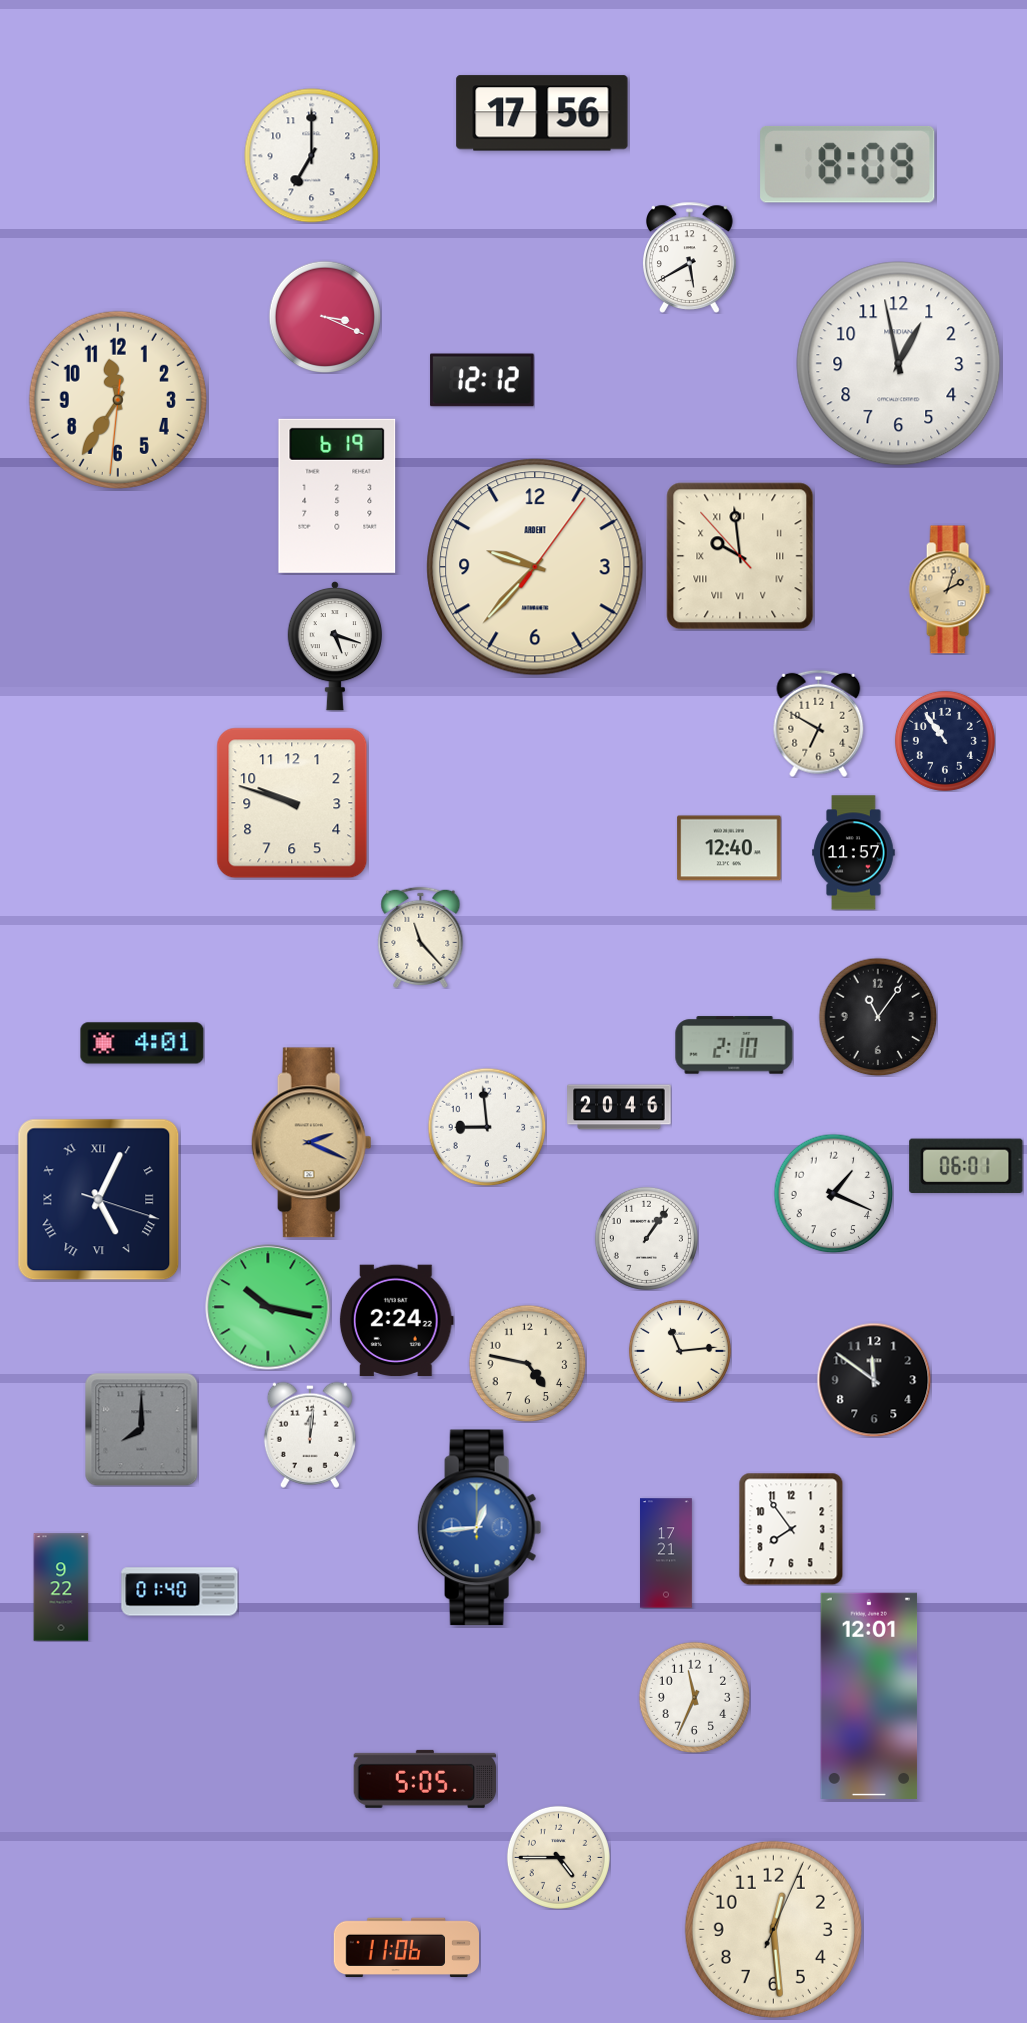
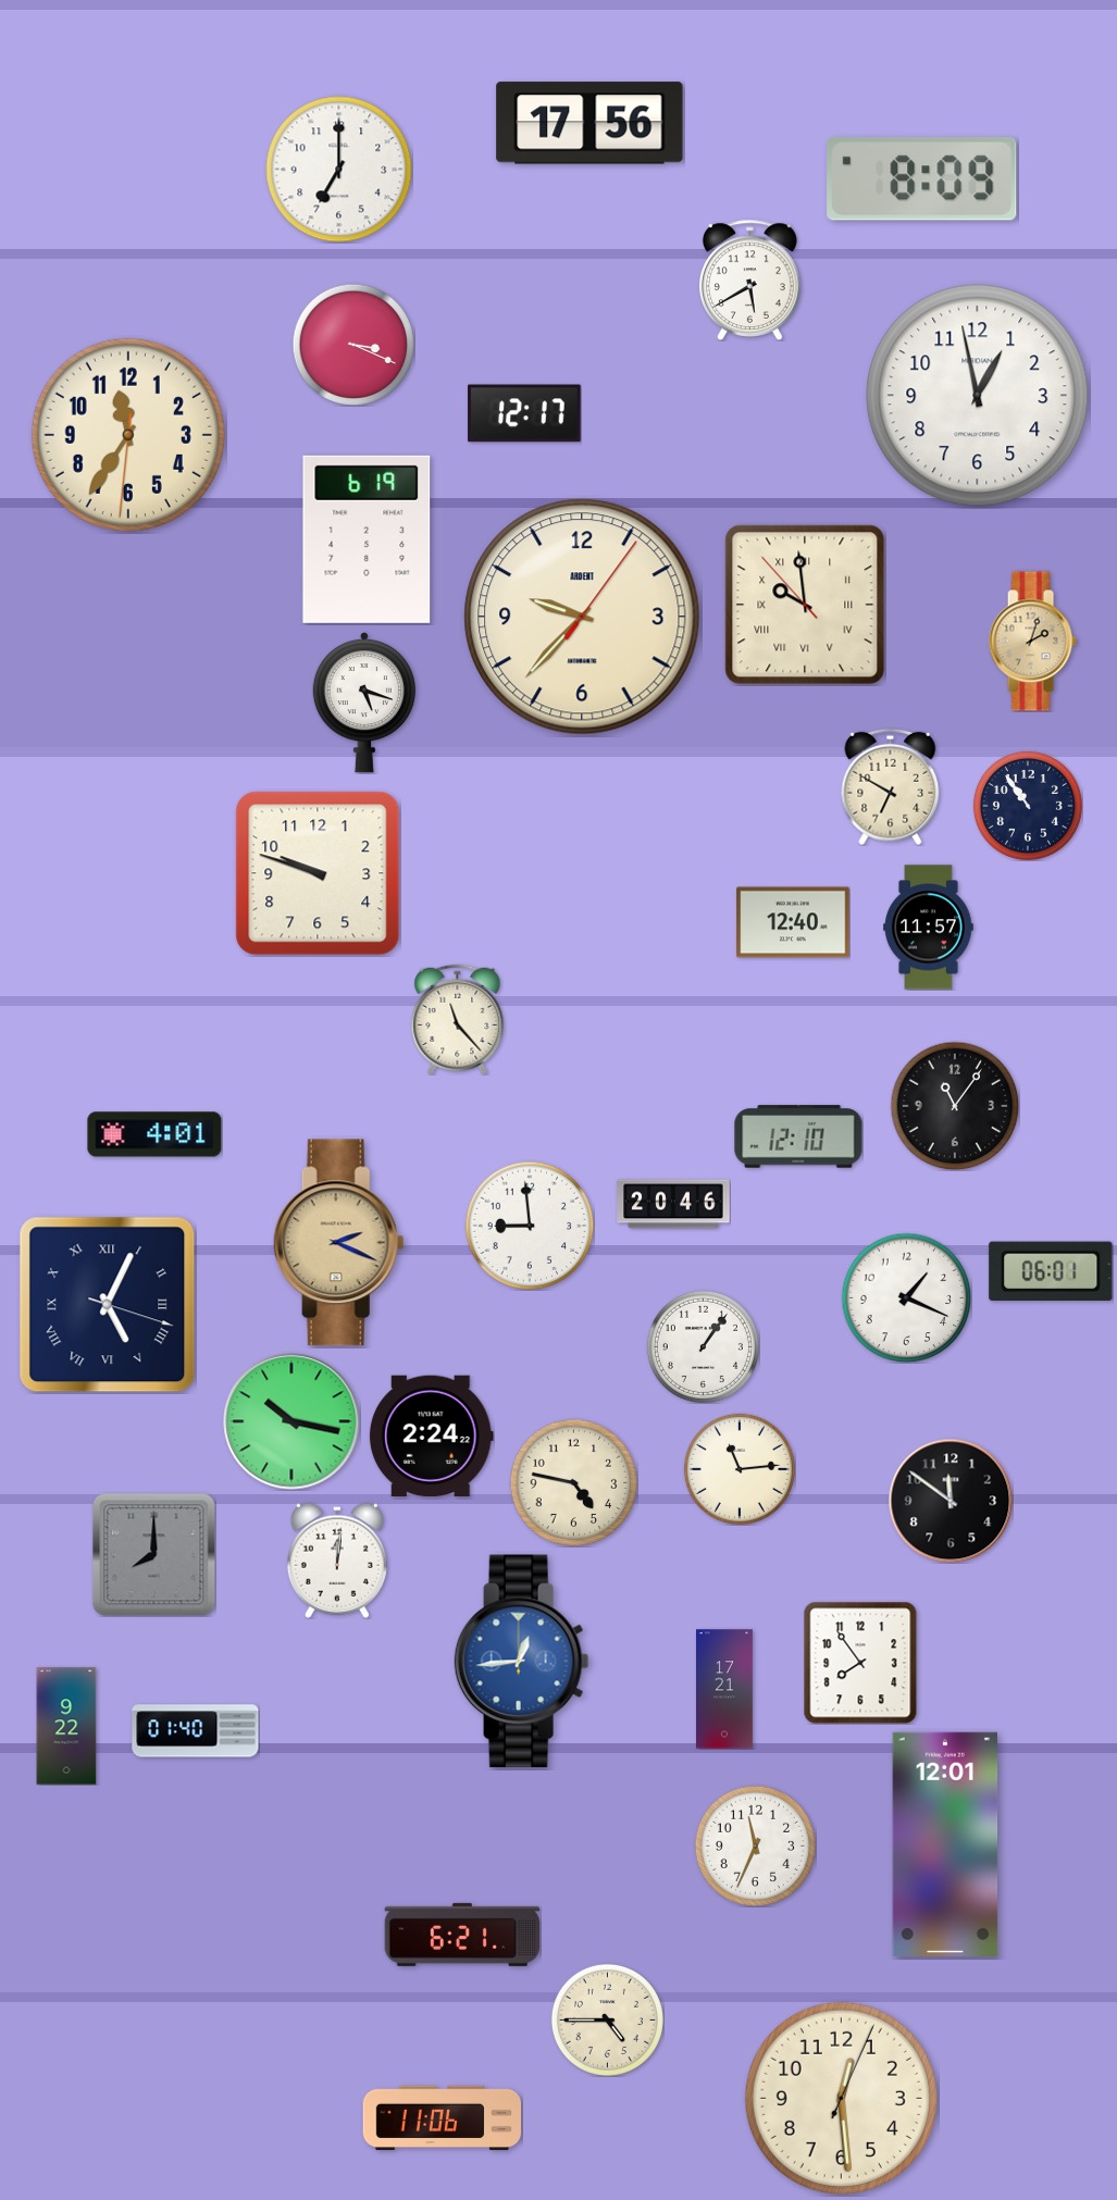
clock at (482, 380): 12:12 -> 12:17
clock at (734, 1045): 2:10 -> 12:10
clock at (966, 1165) position: (966, 1165) -> (1051, 1270)
clock at (425, 1779): 5:05 -> 6:21
